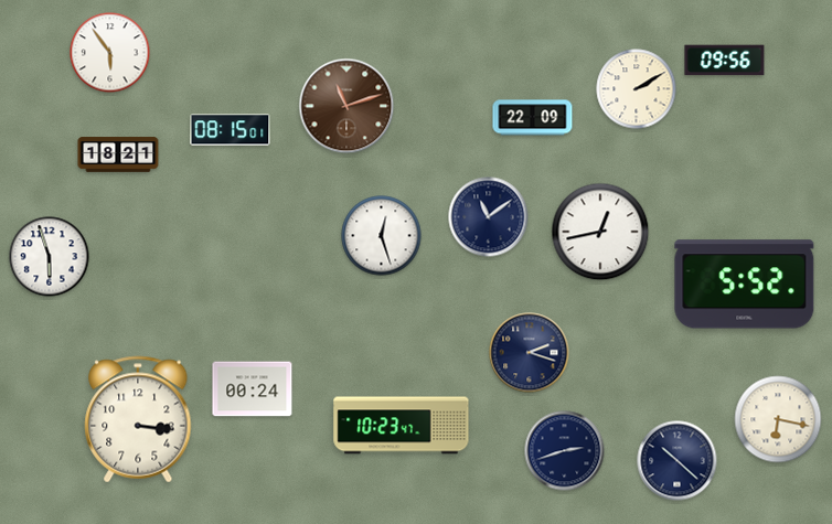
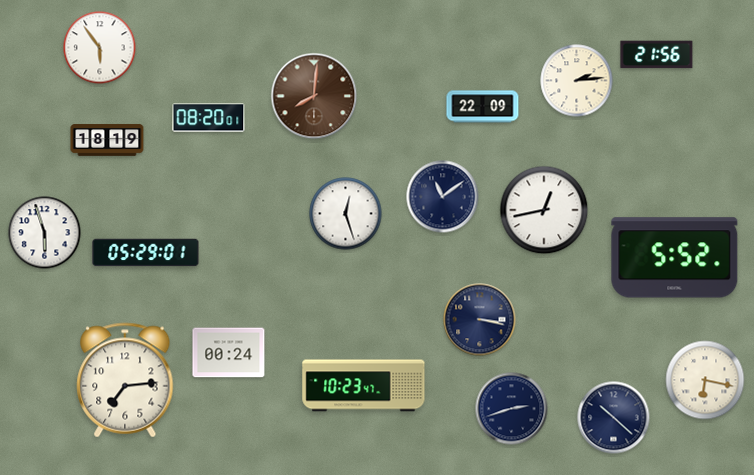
clock at (725, 61): 09:56 -> 21:56
clock at (637, 89): 2:10 -> 2:14
clock at (346, 106): 11:12 -> 8:01
clock at (231, 130): 08:15 -> 08:20
clock at (118, 154): 18:21 -> 18:19
clock at (146, 253): none -> 05:29
clock at (530, 353): 2:18 -> 3:17
clock at (138, 419): 3:16 -> 7:14
